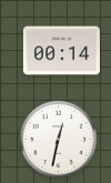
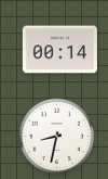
clock at (59, 140): 12:32 -> 8:32
